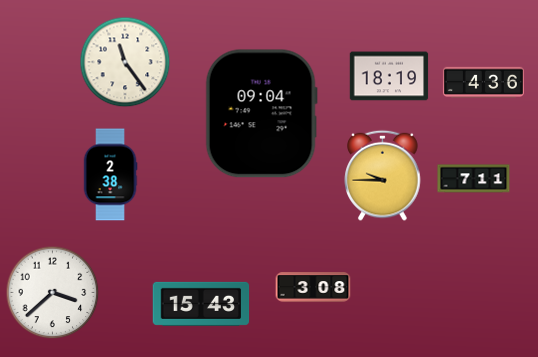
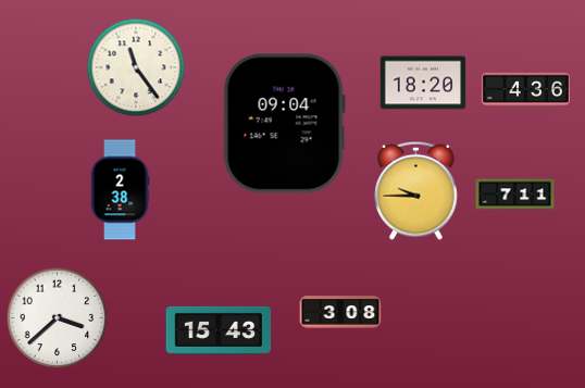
clock at (389, 76): 18:19 -> 18:20
